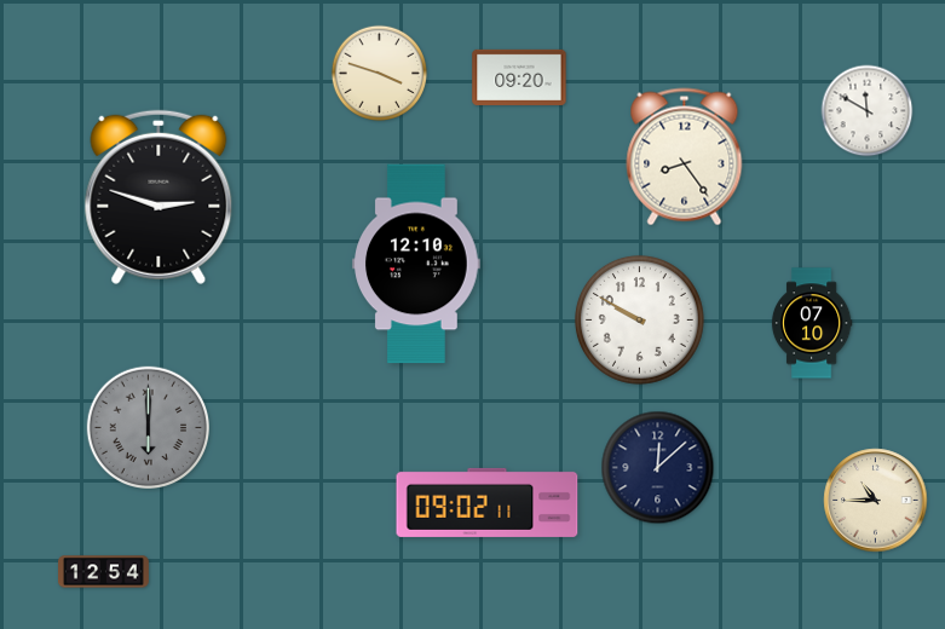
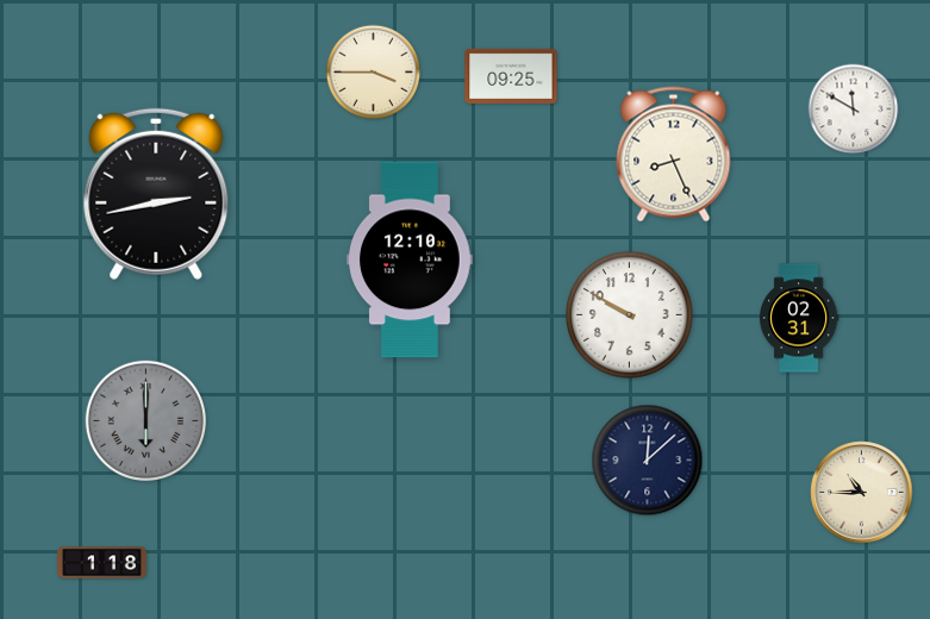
clock at (380, 74): 3:48 -> 3:45
clock at (519, 77): 09:20 -> 09:25
clock at (685, 157): 8:24 -> 8:26
clock at (159, 197): 2:48 -> 2:43
clock at (812, 323): 07:10 -> 02:31
clock at (488, 502): 09:02 -> none
clock at (104, 572): 12:54 -> 1:18
